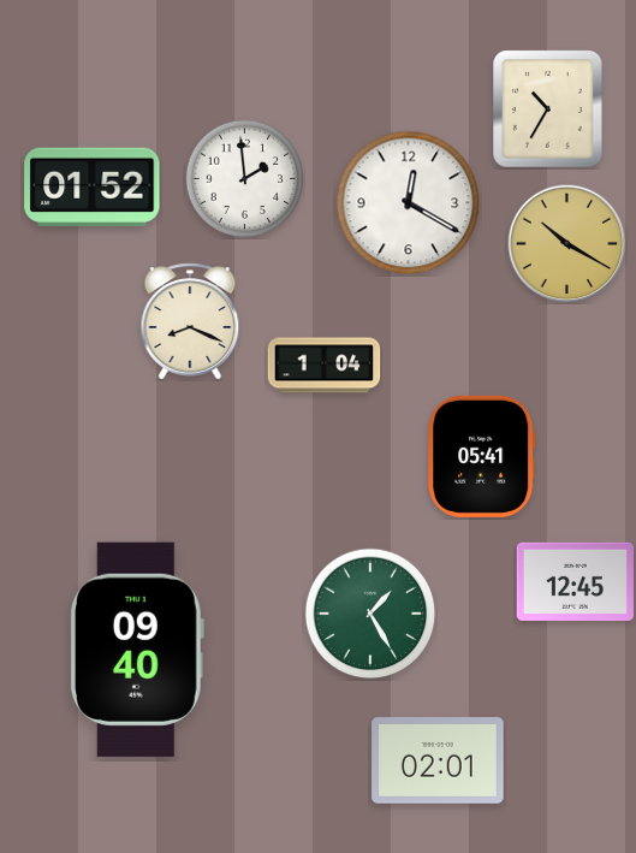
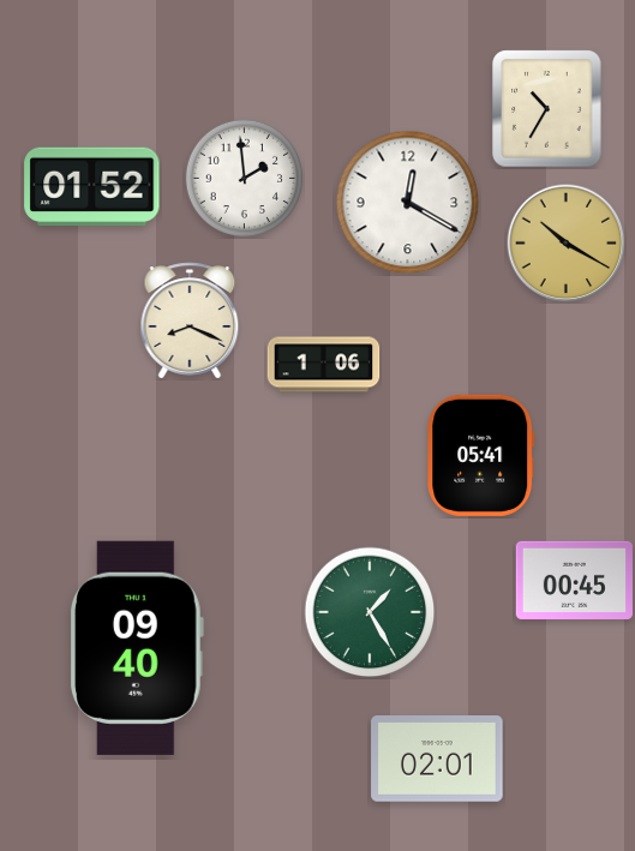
clock at (325, 366): 1:04 -> 1:06
clock at (575, 581): 12:45 -> 00:45
